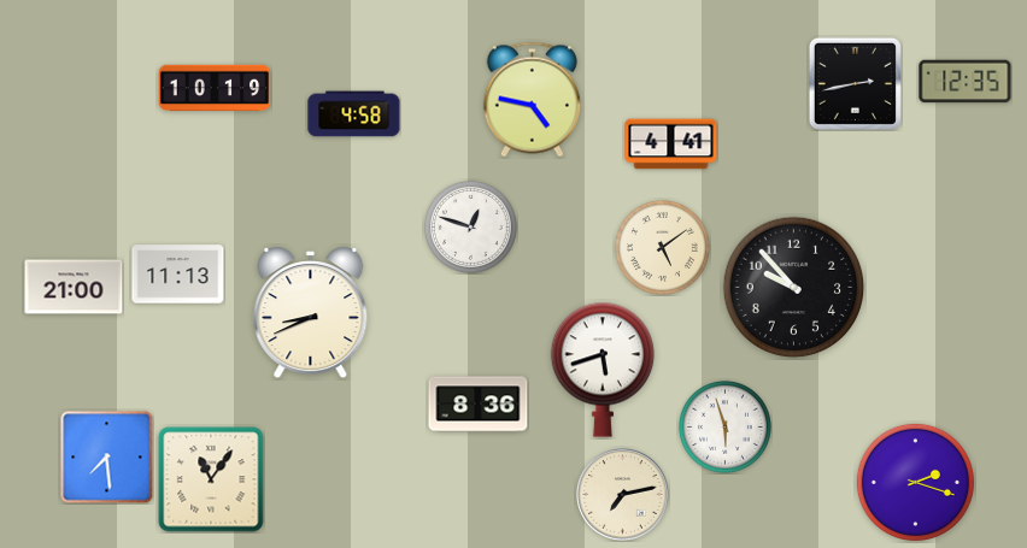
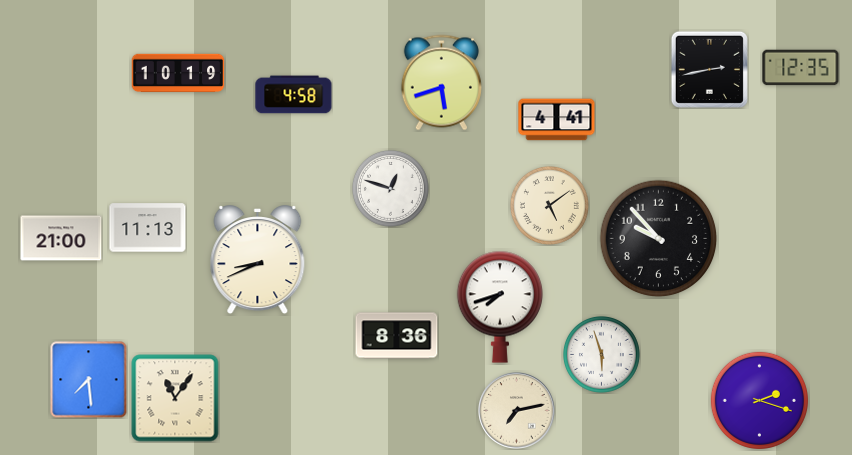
clock at (532, 100): 4:47 -> 5:42
clock at (601, 370): 5:42 -> 7:42
